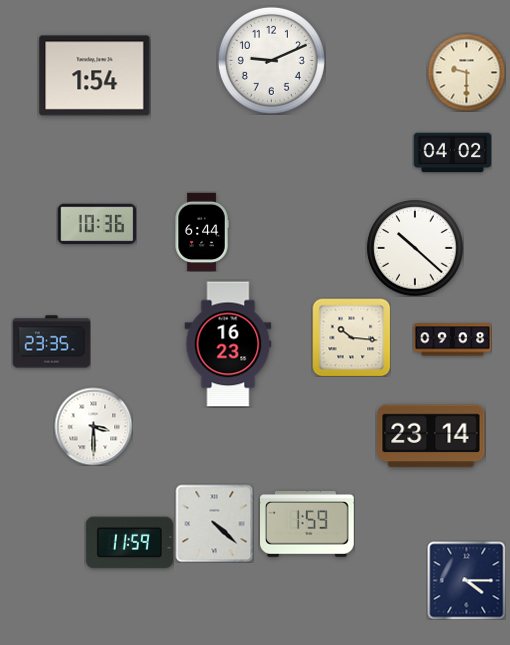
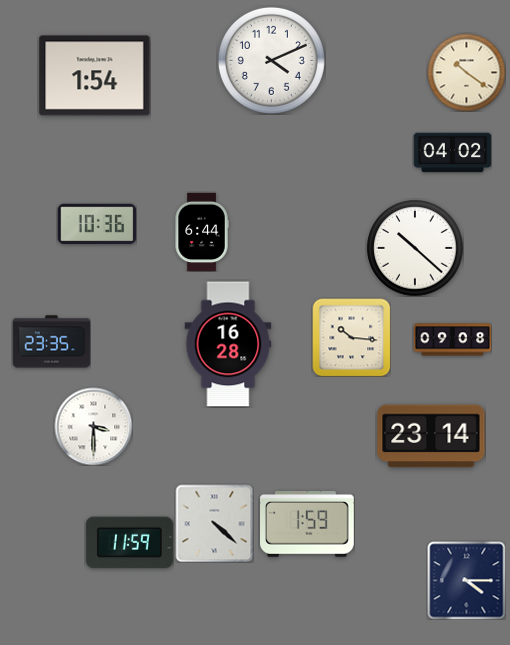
clock at (271, 60): 9:11 -> 4:11
clock at (466, 72): 9:30 -> 10:21
clock at (228, 344): 16:23 -> 16:28
